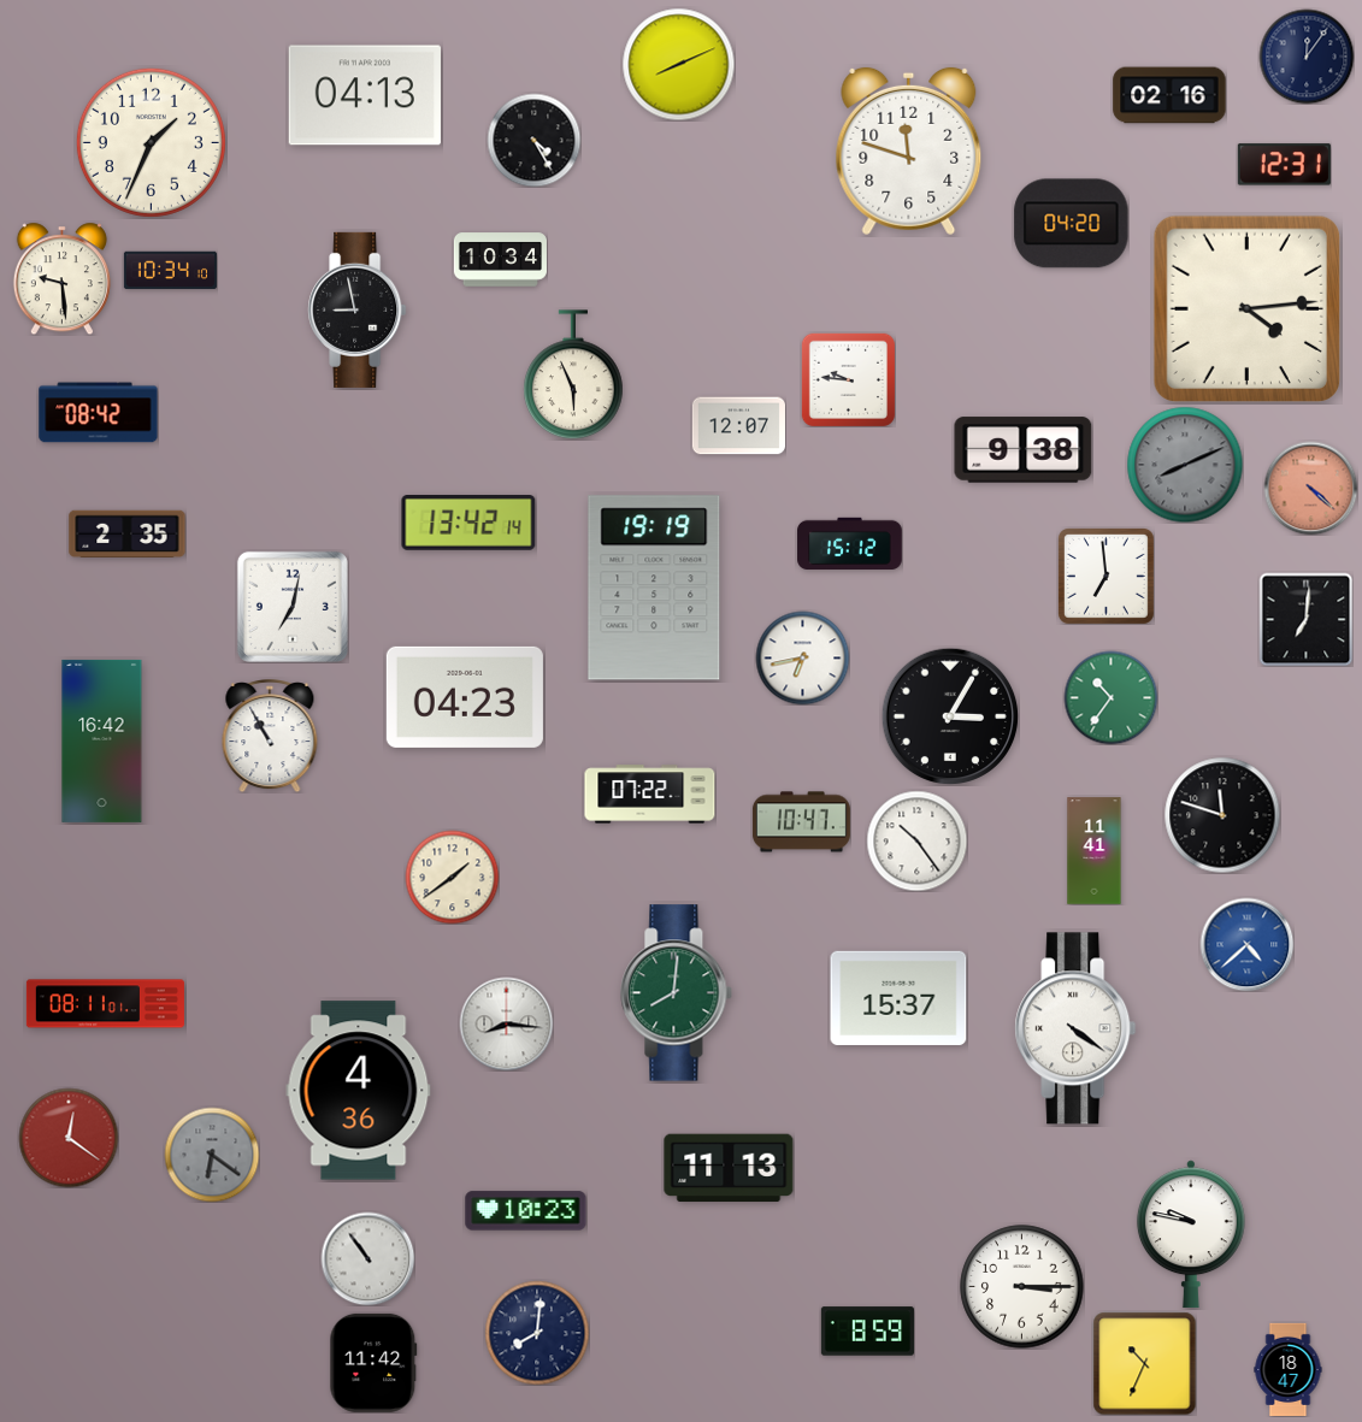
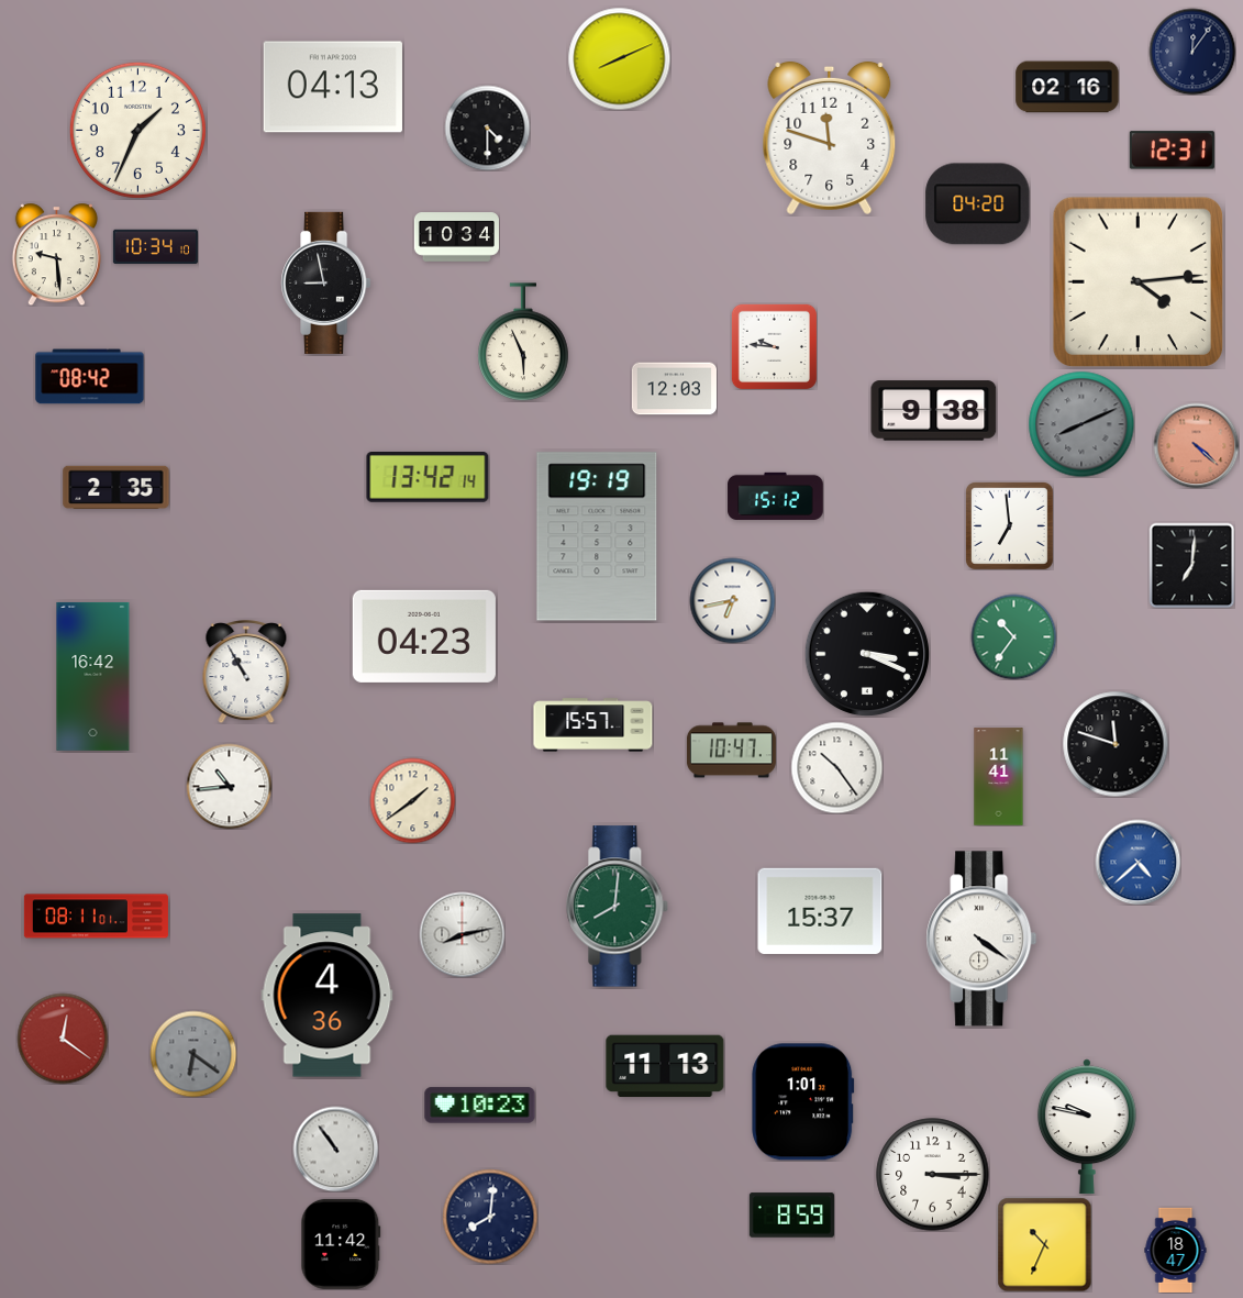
clock at (533, 140): 4:25 -> 4:30
clock at (738, 426): 12:07 -> 12:03
clock at (293, 607): 7:02 -> none
clock at (950, 716): 3:05 -> 3:19
clock at (650, 795): 07:22 -> 15:57
clock at (229, 786): none -> 10:44
clock at (506, 1023): 8:16 -> 8:13
clock at (803, 1102): none -> 1:01
